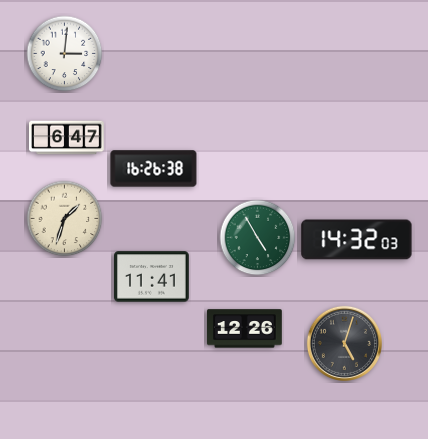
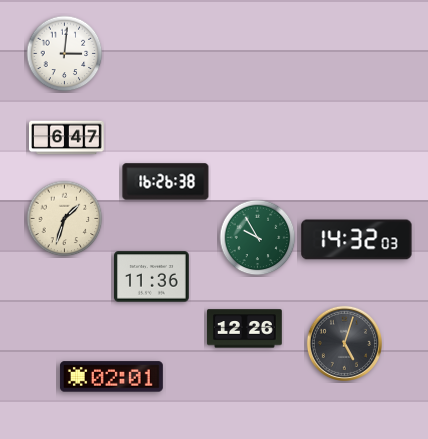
clock at (154, 169) position: (154, 169) -> (166, 182)
clock at (258, 238): 4:55 -> 9:55
clock at (152, 277): 11:41 -> 11:36
clock at (111, 377): none -> 02:01
